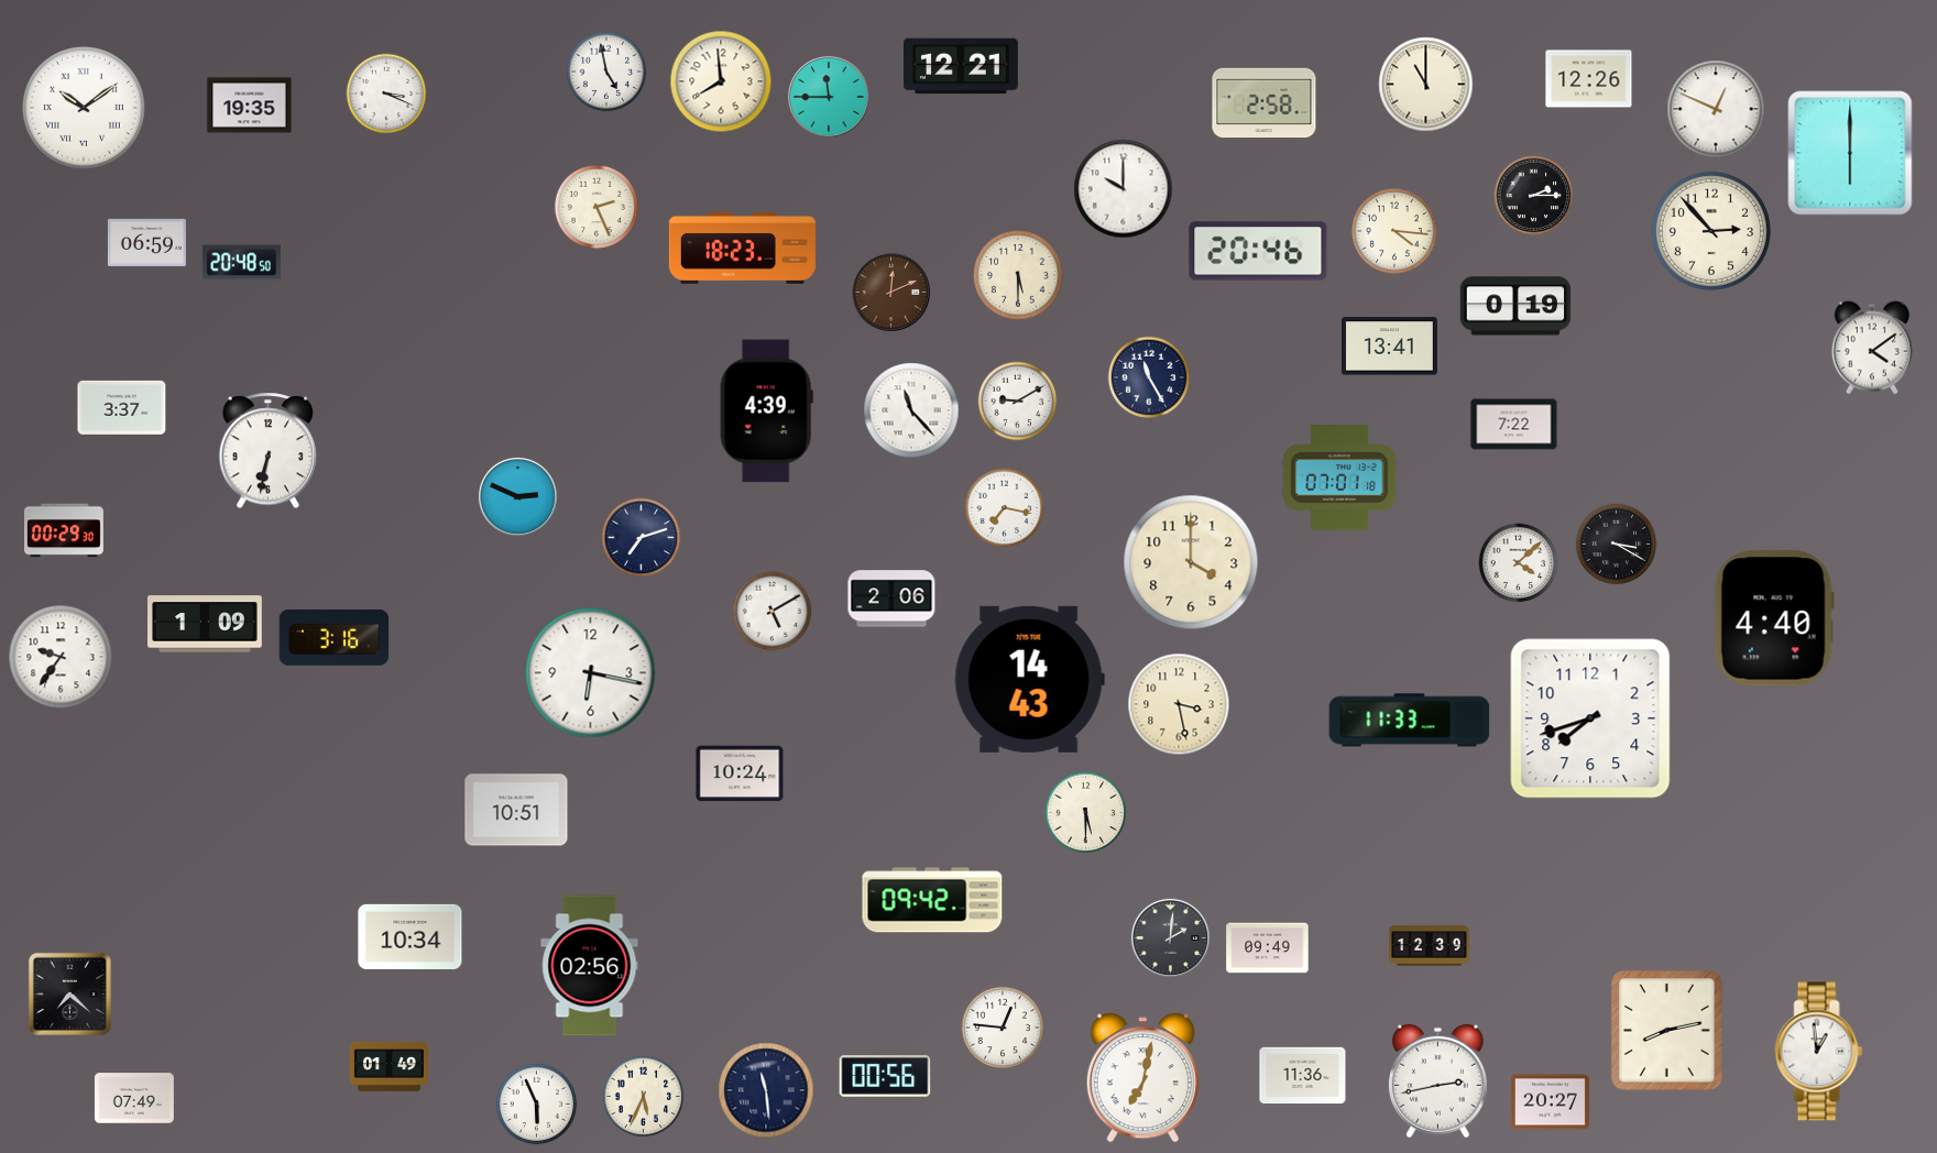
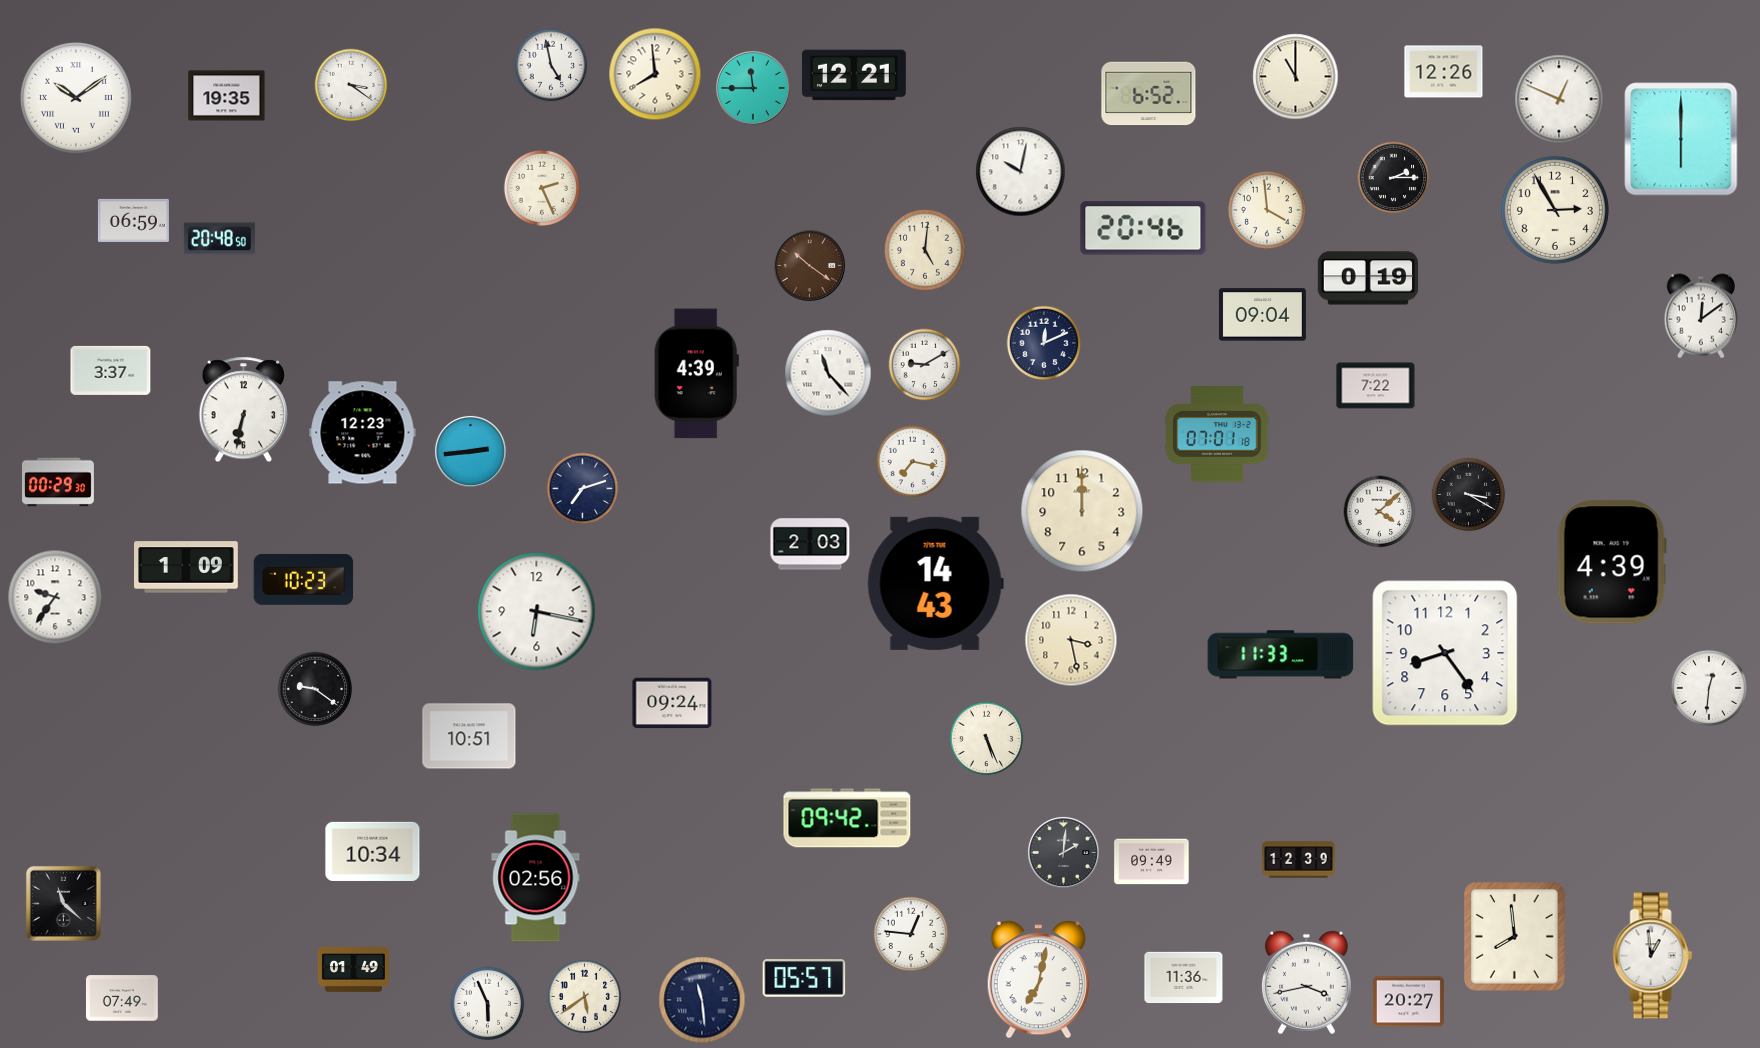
clock at (961, 66) position: (961, 66) -> (854, 75)
clock at (386, 94): 3:19 -> 3:21
clock at (1265, 103): 2:58 -> 6:52
clock at (1124, 189): 10:00 -> 10:02
clock at (1394, 231): 4:16 -> 3:59
clock at (1711, 231): 2:53 -> 2:55
clock at (742, 249): 18:23 -> none
clock at (1018, 275): 5:30 -> 5:01
clock at (890, 292): 12:11 -> 10:21
clock at (1515, 306) position: (1515, 306) -> (1368, 278)
clock at (1389, 347): 13:41 -> 09:04
clock at (1872, 348): 4:09 -> 12:09
clock at (1149, 377): 11:25 -> 12:11
clock at (363, 433): none -> 12:23
clock at (517, 496): 2:49 -> 2:44
clock at (1191, 562): 4:00 -> 12:00
clock at (891, 599): 2:06 -> 2:03
clock at (773, 612): 5:10 -> none
clock at (1774, 618): 4:40 -> 4:39
clock at (335, 637): 3:16 -> 10:23
clock at (1029, 679) position: (1029, 679) -> (935, 583)
clock at (1590, 718): 7:42 -> 8:24
clock at (1709, 688): none -> 12:31
clock at (315, 689): none -> 9:21
clock at (740, 773): 10:24 -> 09:24
clock at (1086, 813): 5:30 -> 5:26
clock at (69, 993): 7:22 -> 11:22
clock at (1667, 1031): 8:13 -> 7:59
clock at (885, 1076): 00:56 -> 05:57
clock at (1437, 1081): 2:43 -> 3:43
clock at (766, 1090) position: (766, 1090) -> (702, 1000)
clock at (644, 1097): 5:34 -> 5:39
